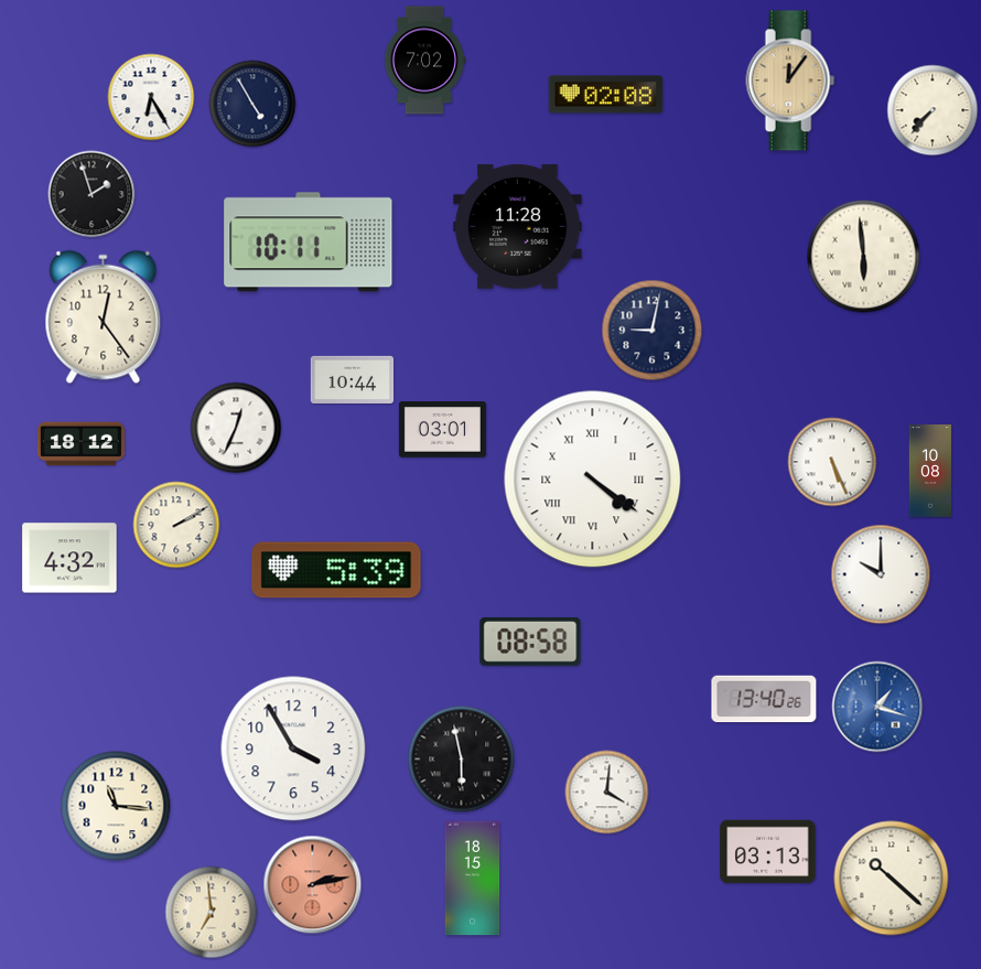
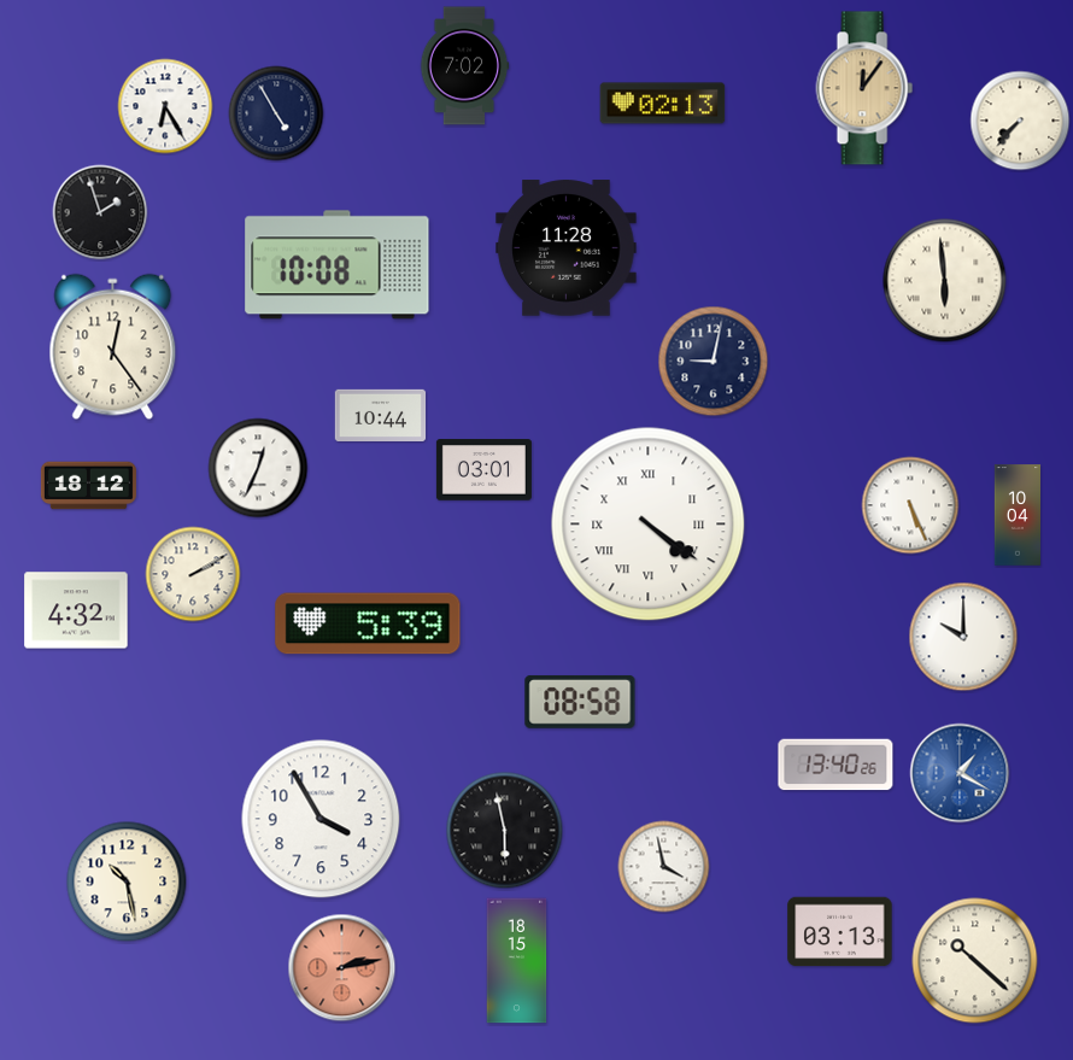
clock at (606, 95): 02:08 -> 02:13
clock at (309, 243): 10:11 -> 10:08
clock at (353, 379) position: (353, 379) -> (381, 415)
clock at (930, 471): 10:08 -> 10:04
clock at (881, 574) position: (881, 574) -> (963, 637)
clock at (877, 707): 1:18 -> 1:20
clock at (607, 793): 4:01 -> 3:58
clock at (116, 806): 11:16 -> 10:28
clock at (212, 913): 6:59 -> none
